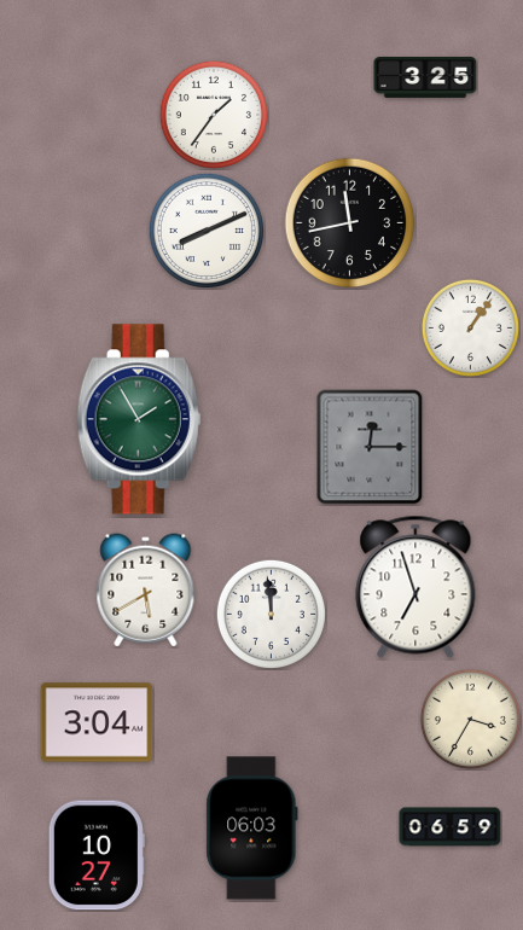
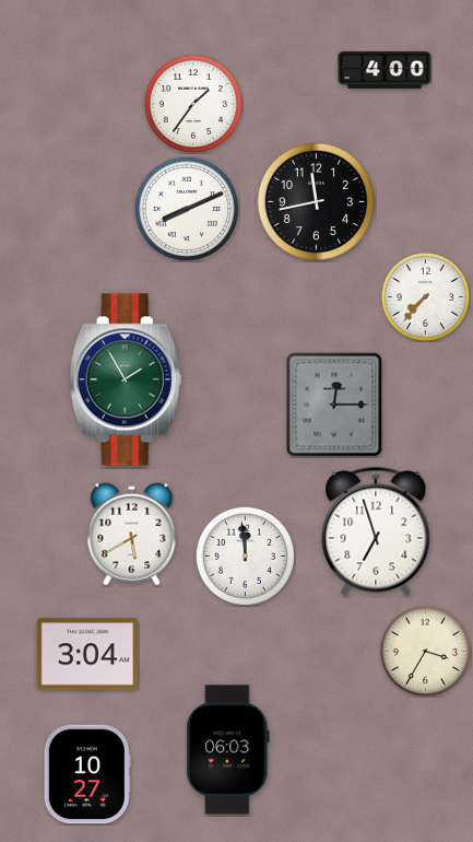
clock at (425, 79): 3:25 -> 4:00
clock at (470, 327): 1:06 -> 7:37
clock at (451, 827): 06:59 -> none
